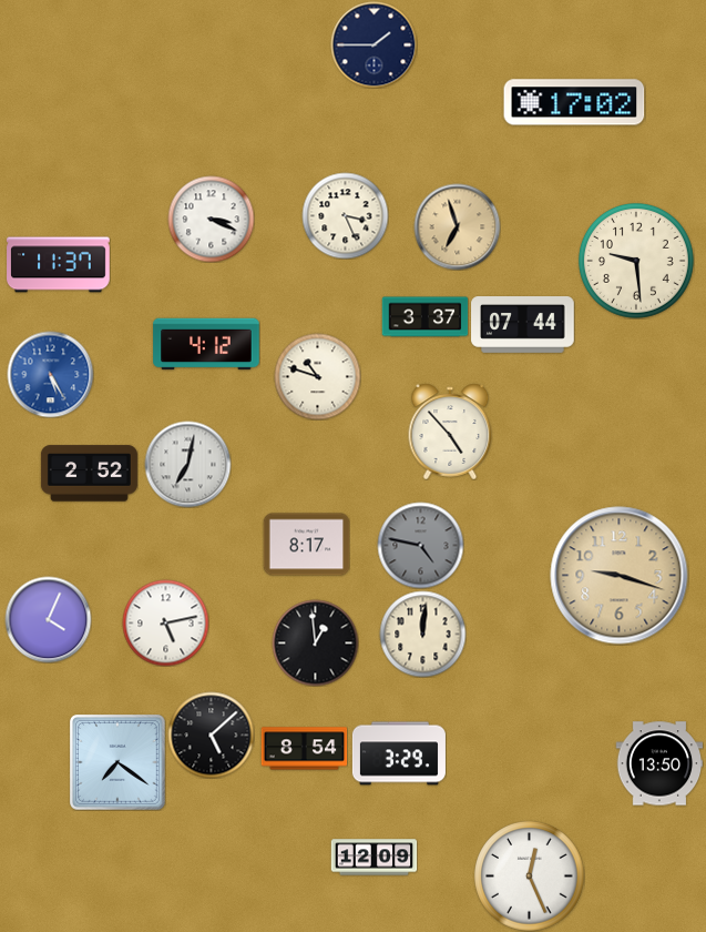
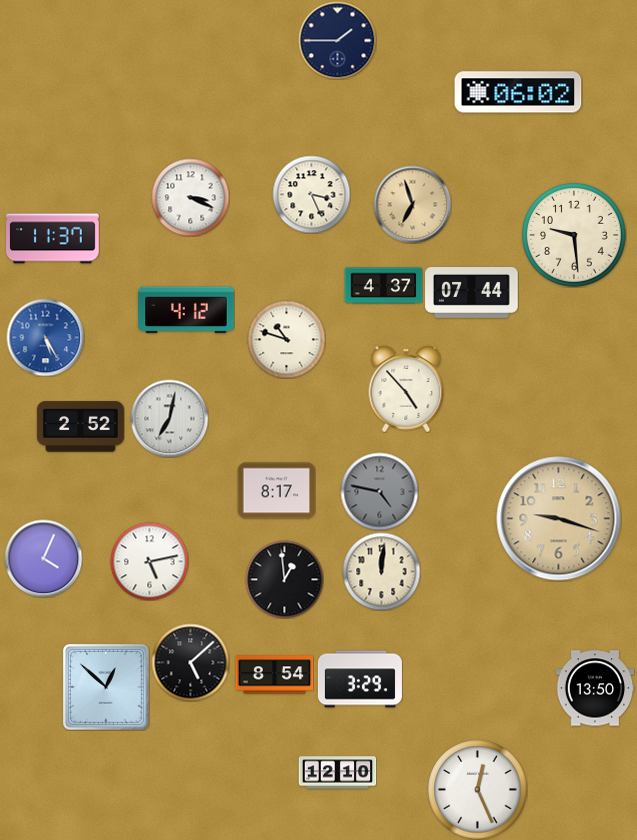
clock at (574, 102): 17:02 -> 06:02
clock at (424, 317): 3:37 -> 4:37
clock at (117, 762): 7:21 -> 12:52
clock at (374, 858): 12:09 -> 12:10
